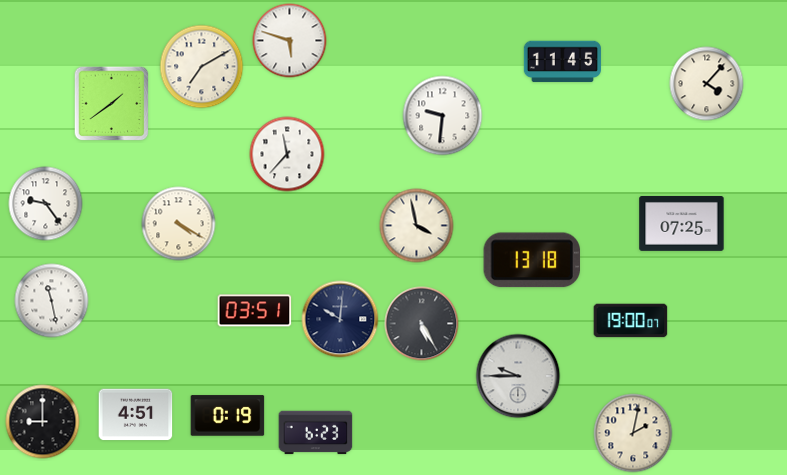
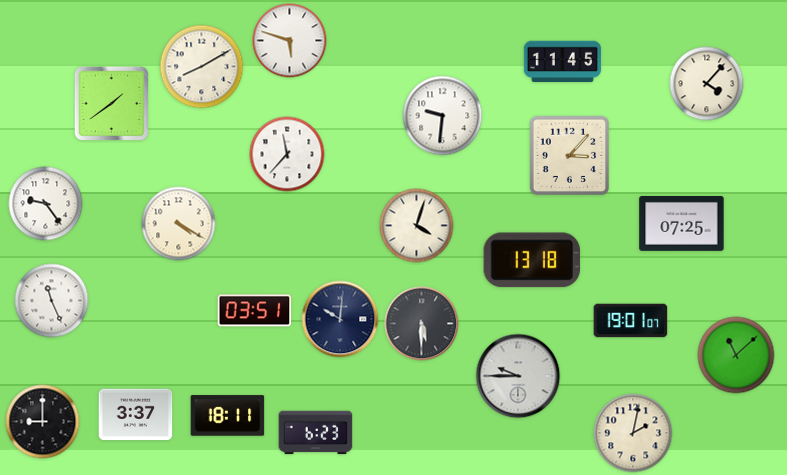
clock at (202, 67): 7:10 -> 8:10
clock at (569, 155): none -> 3:07
clock at (417, 226): 3:58 -> 4:03
clock at (52, 301): 11:28 -> 11:26
clock at (631, 321): 19:00 -> 19:01
clock at (422, 324): 5:25 -> 5:30
clock at (736, 355): none -> 11:08
clock at (136, 415): 4:51 -> 3:37
clock at (228, 416): 0:19 -> 18:11
